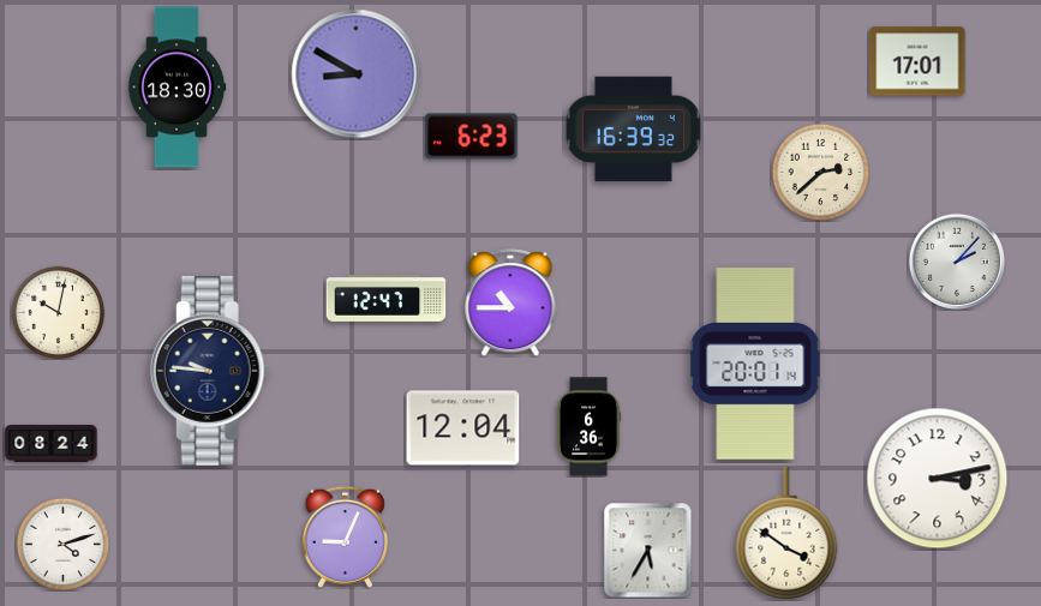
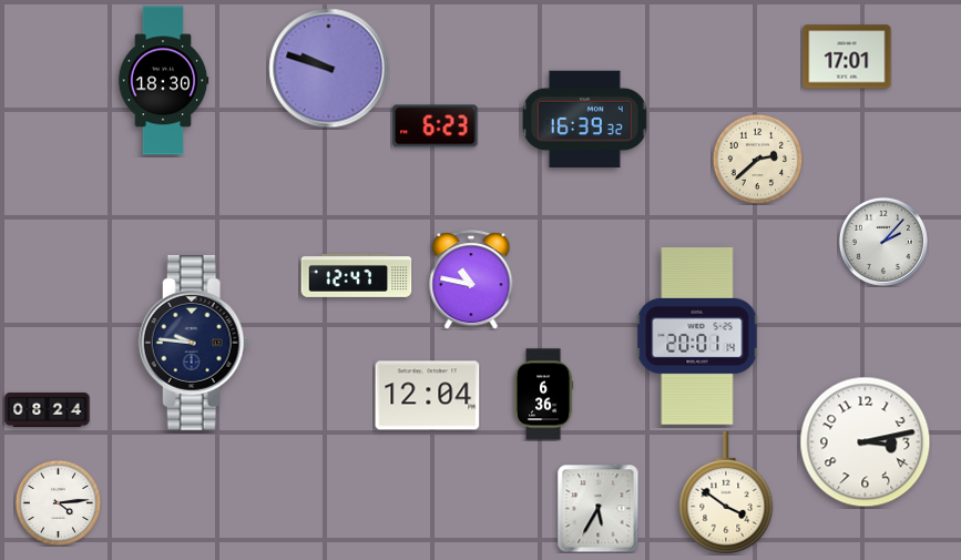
clock at (357, 74): 8:50 -> 9:48
clock at (510, 302): 10:45 -> 10:47
clock at (58, 312): 10:02 -> none
clock at (345, 536): 9:04 -> none
clock at (62, 544): 4:12 -> 4:14
